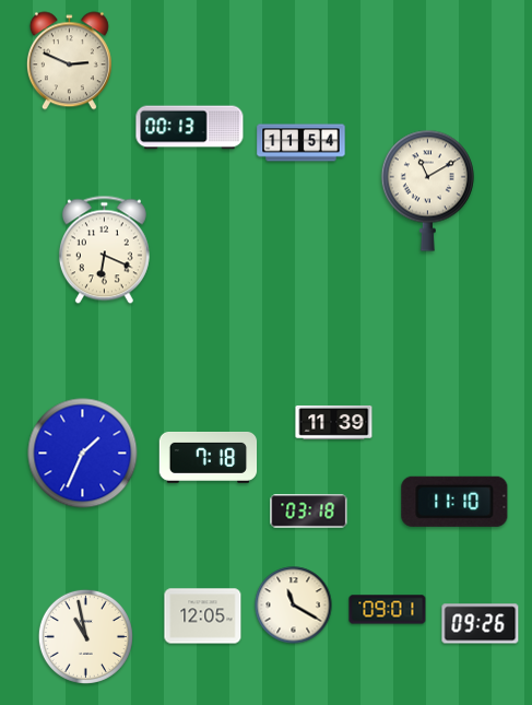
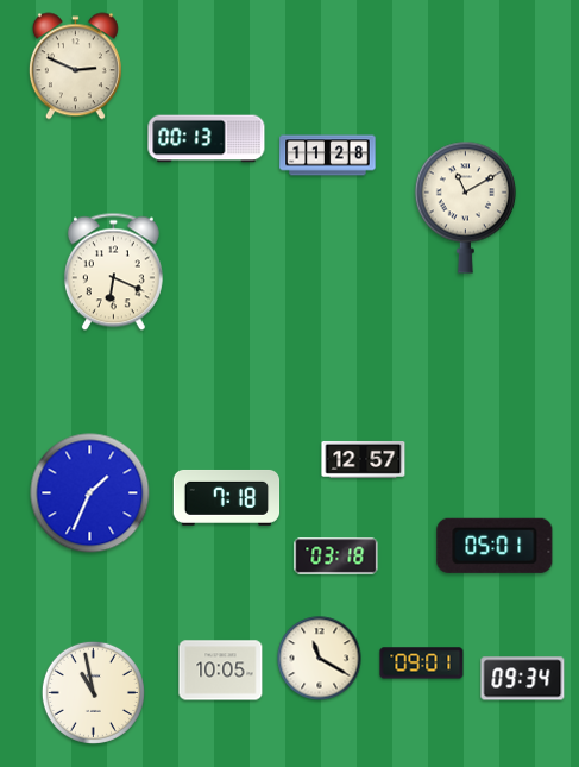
clock at (302, 143): 11:54 -> 11:28
clock at (334, 422): 11:39 -> 12:57
clock at (454, 502): 11:10 -> 05:01
clock at (203, 616): 12:05 -> 10:05
clock at (481, 624): 09:26 -> 09:34
